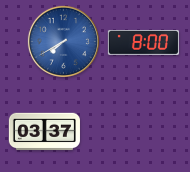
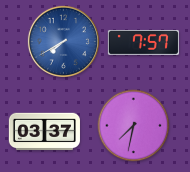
clock at (143, 42): 8:00 -> 7:57
clock at (134, 126): none -> 7:32
